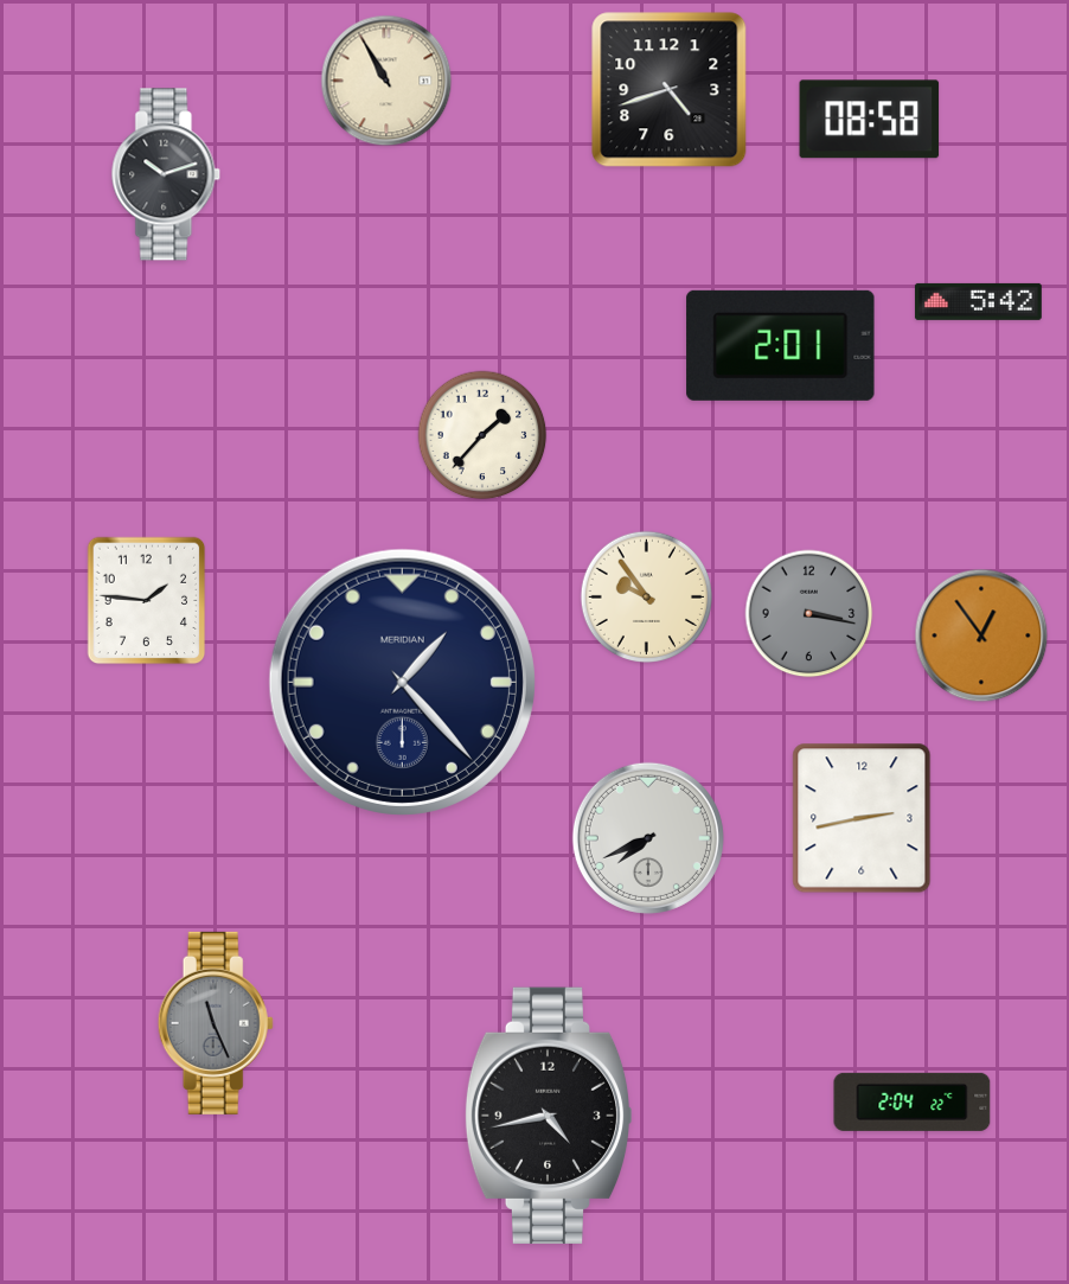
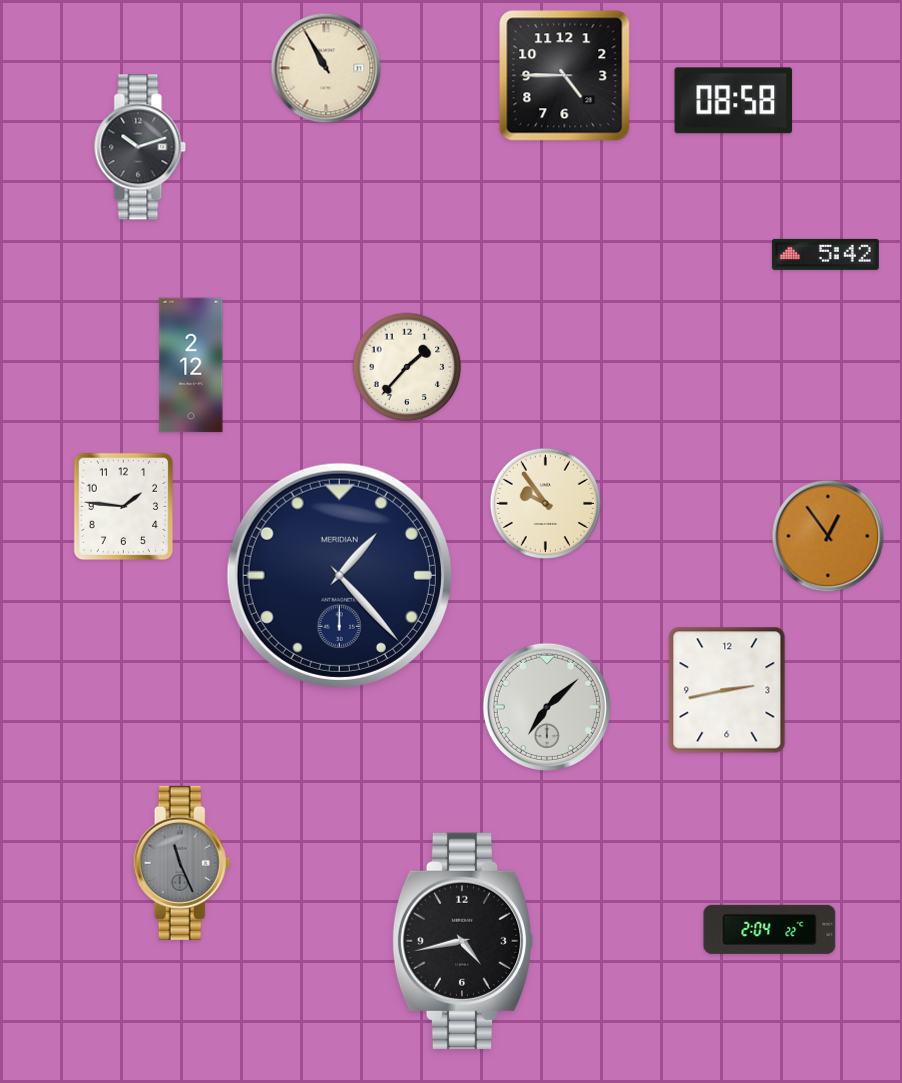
clock at (670, 90): 4:42 -> 4:45
clock at (781, 345): 2:01 -> none
clock at (191, 365): none -> 2:12
clock at (809, 614): 3:17 -> none
clock at (648, 838): 7:41 -> 7:08
